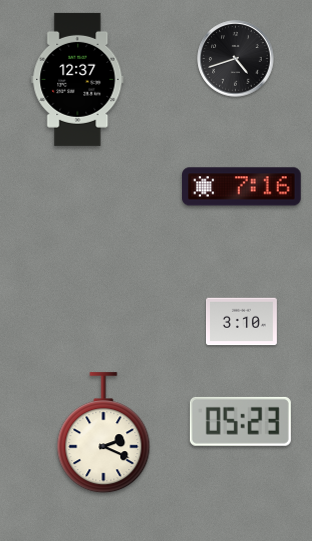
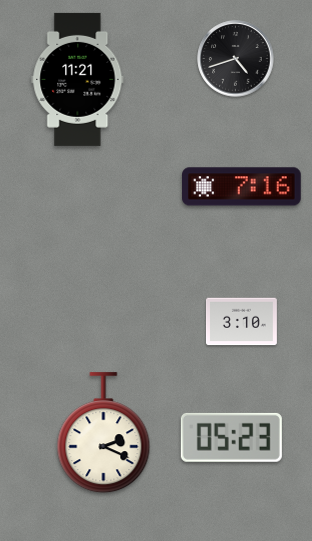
clock at (78, 79): 12:37 -> 11:21
clock at (240, 421) position: (240, 421) -> (231, 437)
